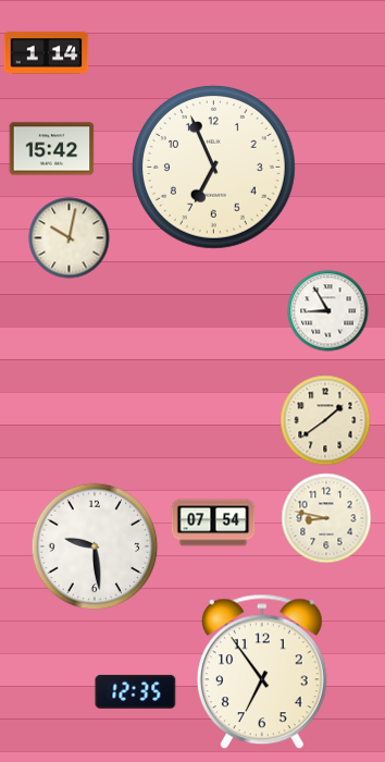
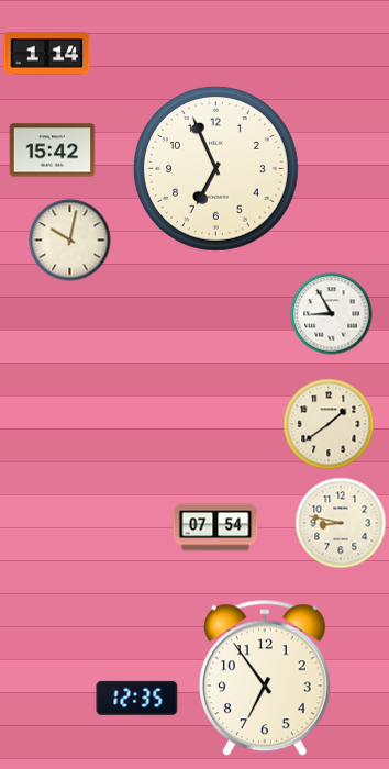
clock at (326, 518) position: (326, 518) -> (341, 523)
clock at (95, 546): 9:29 -> none
